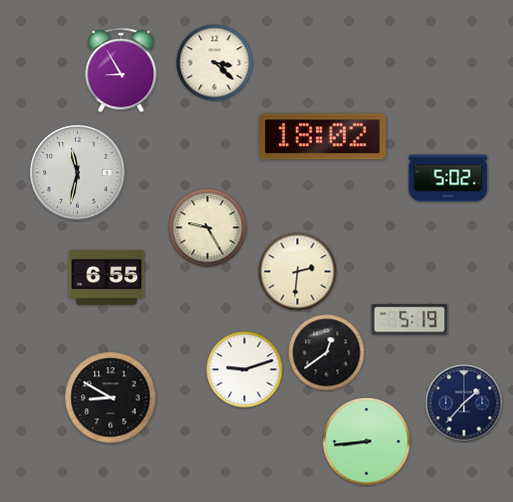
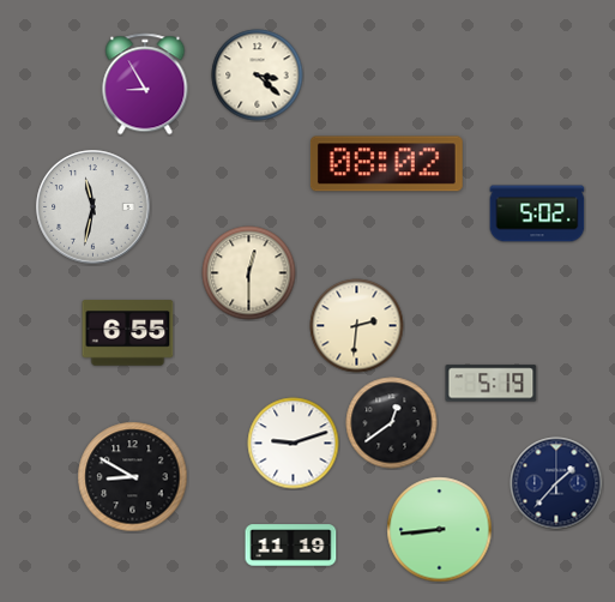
clock at (322, 137): 18:02 -> 08:02
clock at (208, 228): 9:25 -> 12:30
clock at (291, 546): none -> 11:19
